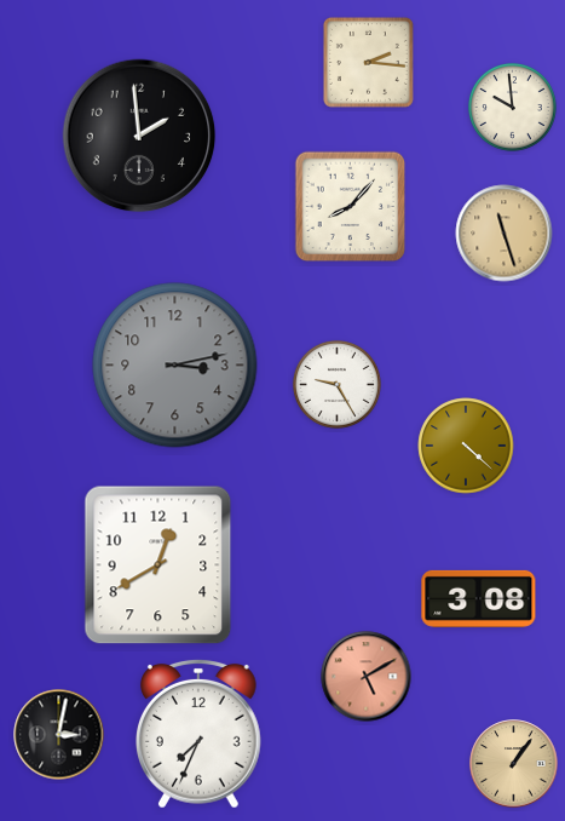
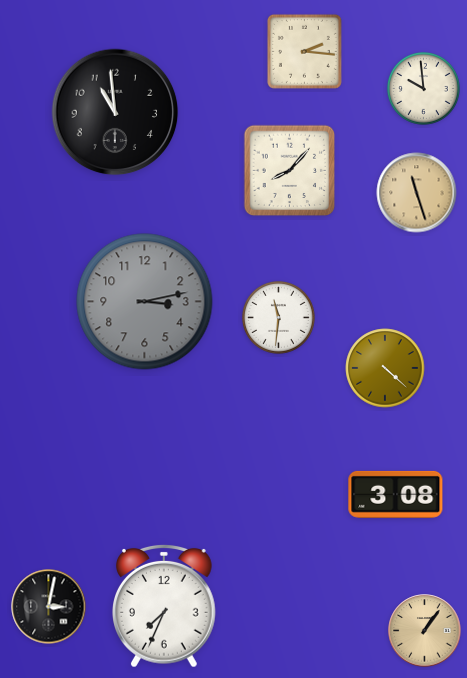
clock at (139, 136): 1:59 -> 10:59
clock at (336, 384): 9:25 -> 11:31
clock at (158, 565): 12:40 -> none
clock at (367, 677): 5:10 -> none
